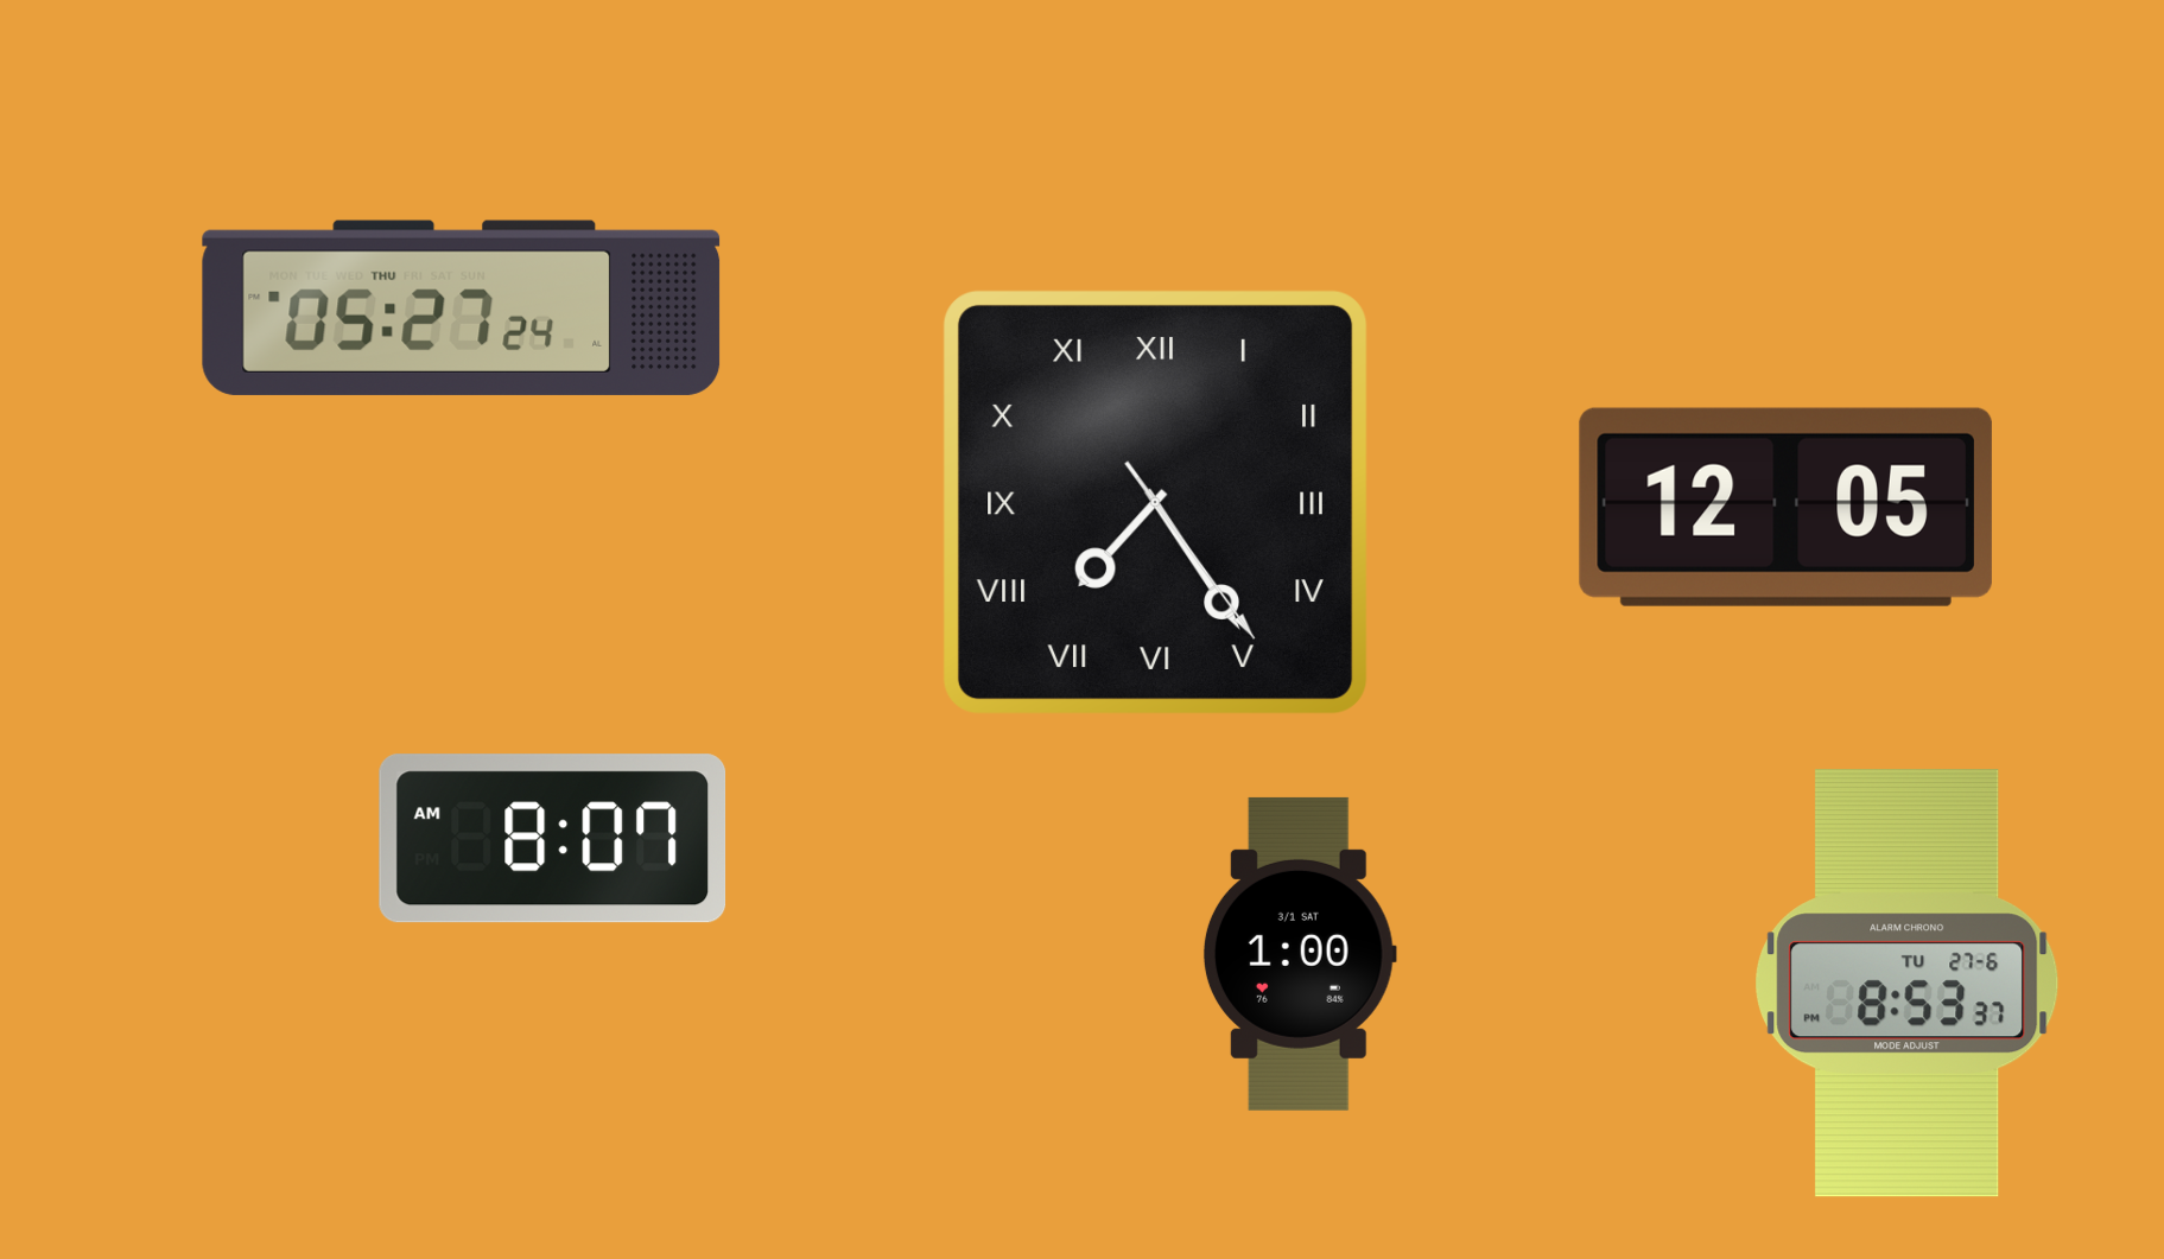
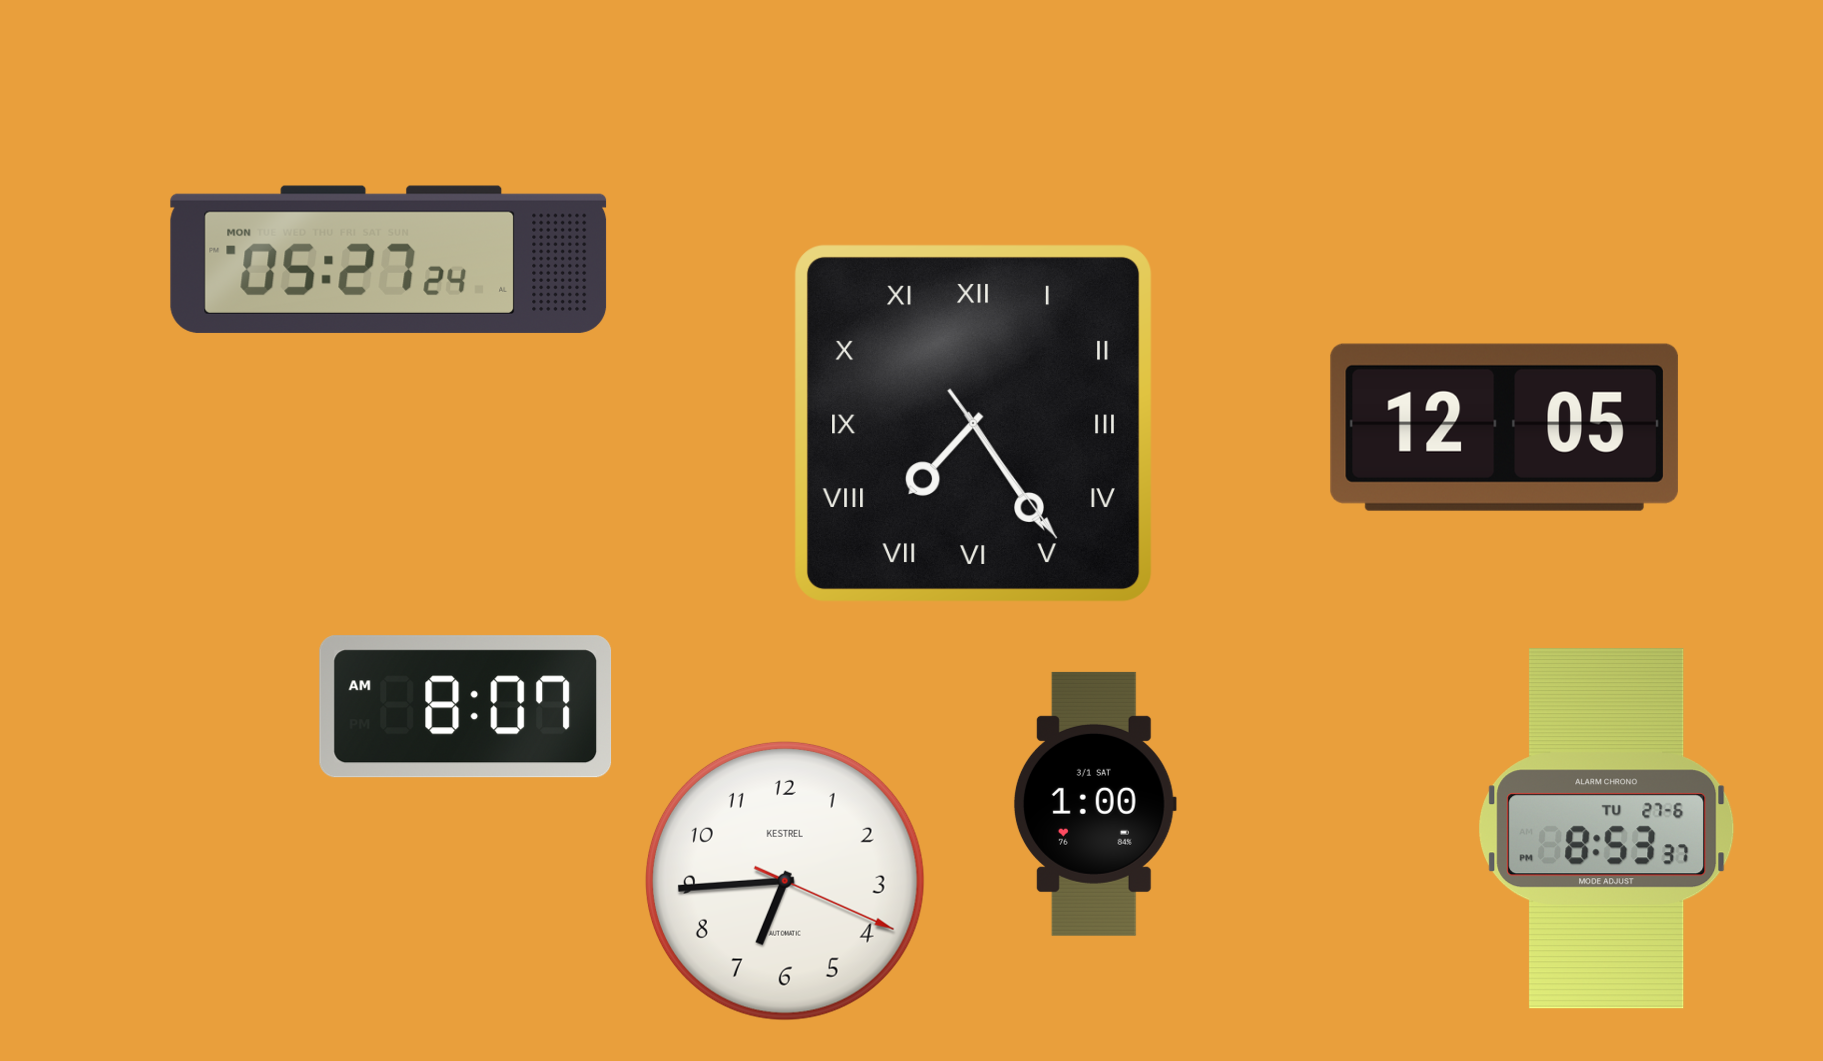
clock at (462, 307) date: THU -> MON
clock at (785, 881): none -> 6:44
